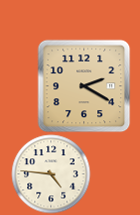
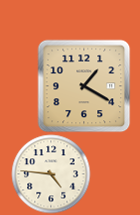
clock at (84, 86): 2:20 -> 1:20
